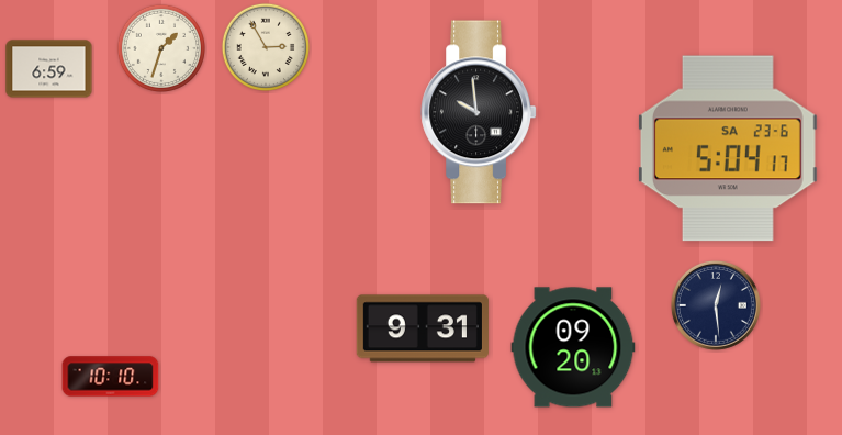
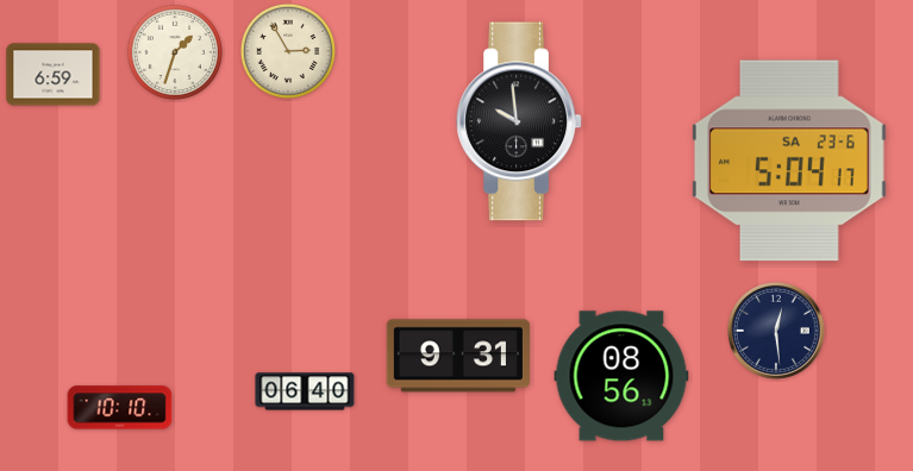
clock at (573, 347): 09:20 -> 08:56
clock at (305, 391): none -> 06:40
